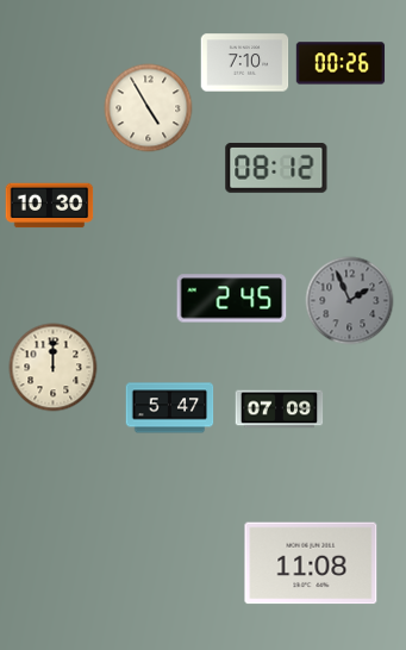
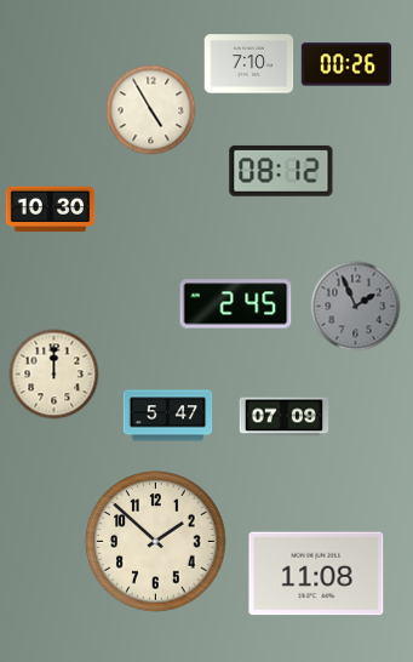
clock at (170, 408) position: (170, 408) -> (168, 416)
clock at (156, 542): none -> 1:52
